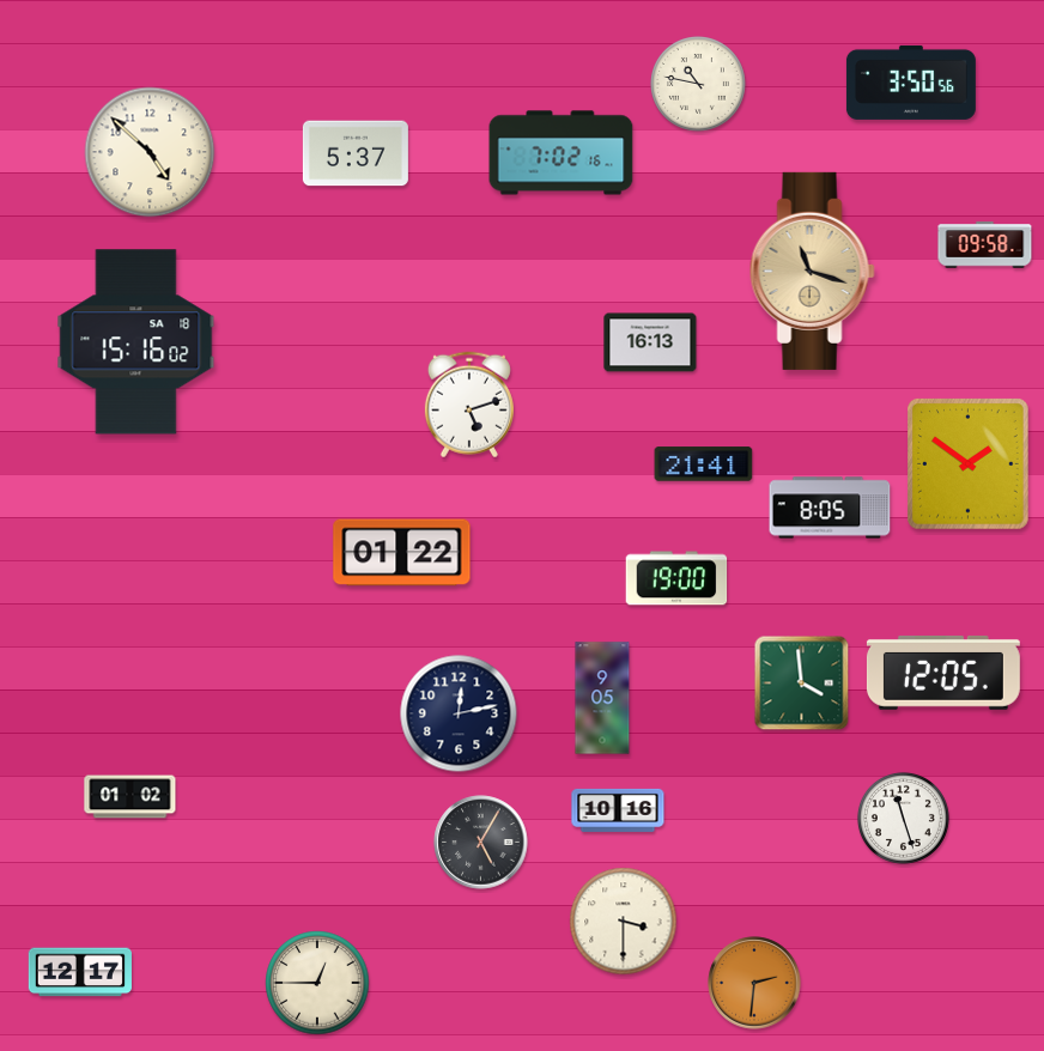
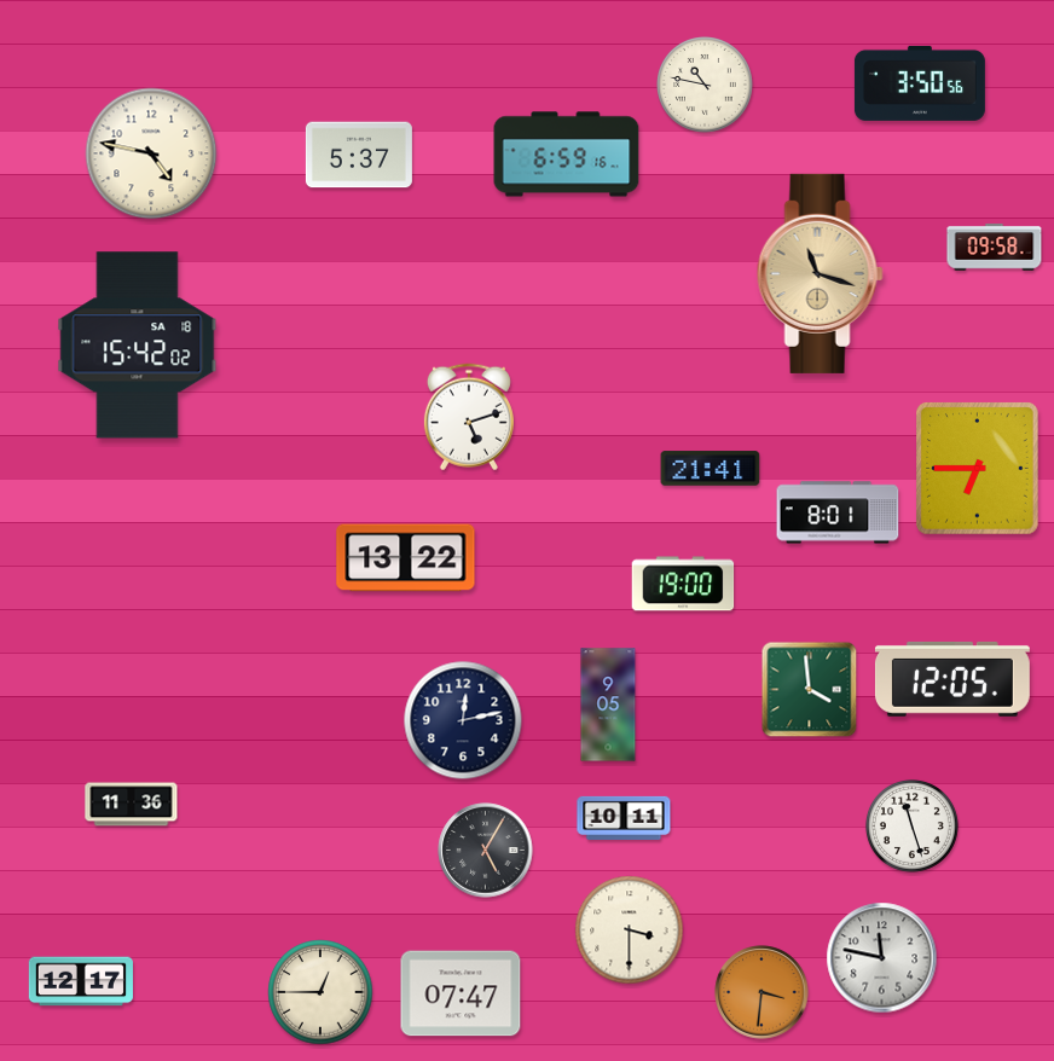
clock at (150, 152): 4:52 -> 4:47
clock at (562, 153): 7:02 -> 6:59
clock at (136, 342): 15:16 -> 15:42
clock at (650, 342): 16:13 -> none
clock at (469, 405) position: (469, 405) -> (469, 417)
clock at (969, 464): 1:51 -> 6:45
clock at (830, 508): 8:05 -> 8:01
clock at (402, 553): 01:22 -> 13:22
clock at (130, 797): 01:02 -> 11:36
clock at (618, 810): 10:16 -> 10:11
clock at (882, 958): none -> 11:47
clock at (754, 983): 2:31 -> 3:31
clock at (461, 993): none -> 07:47
